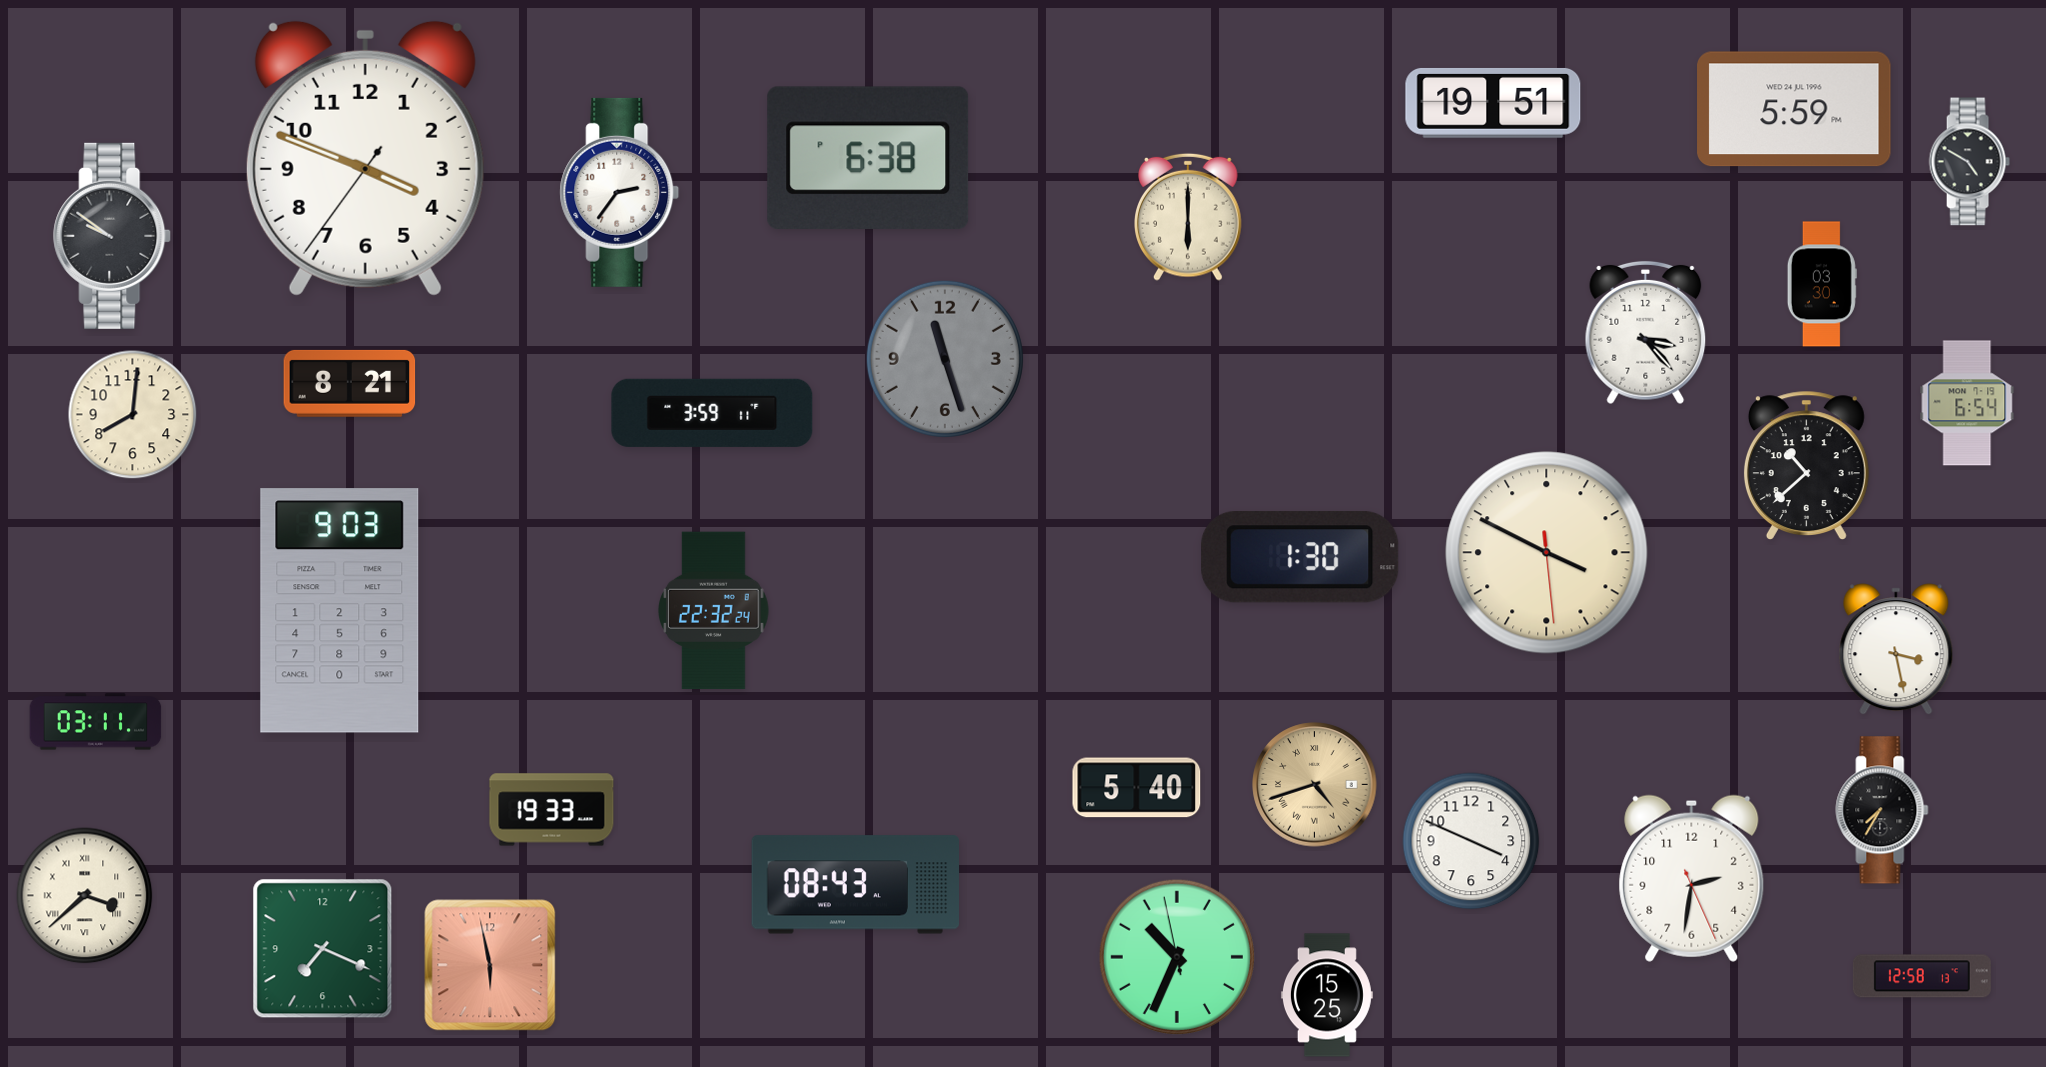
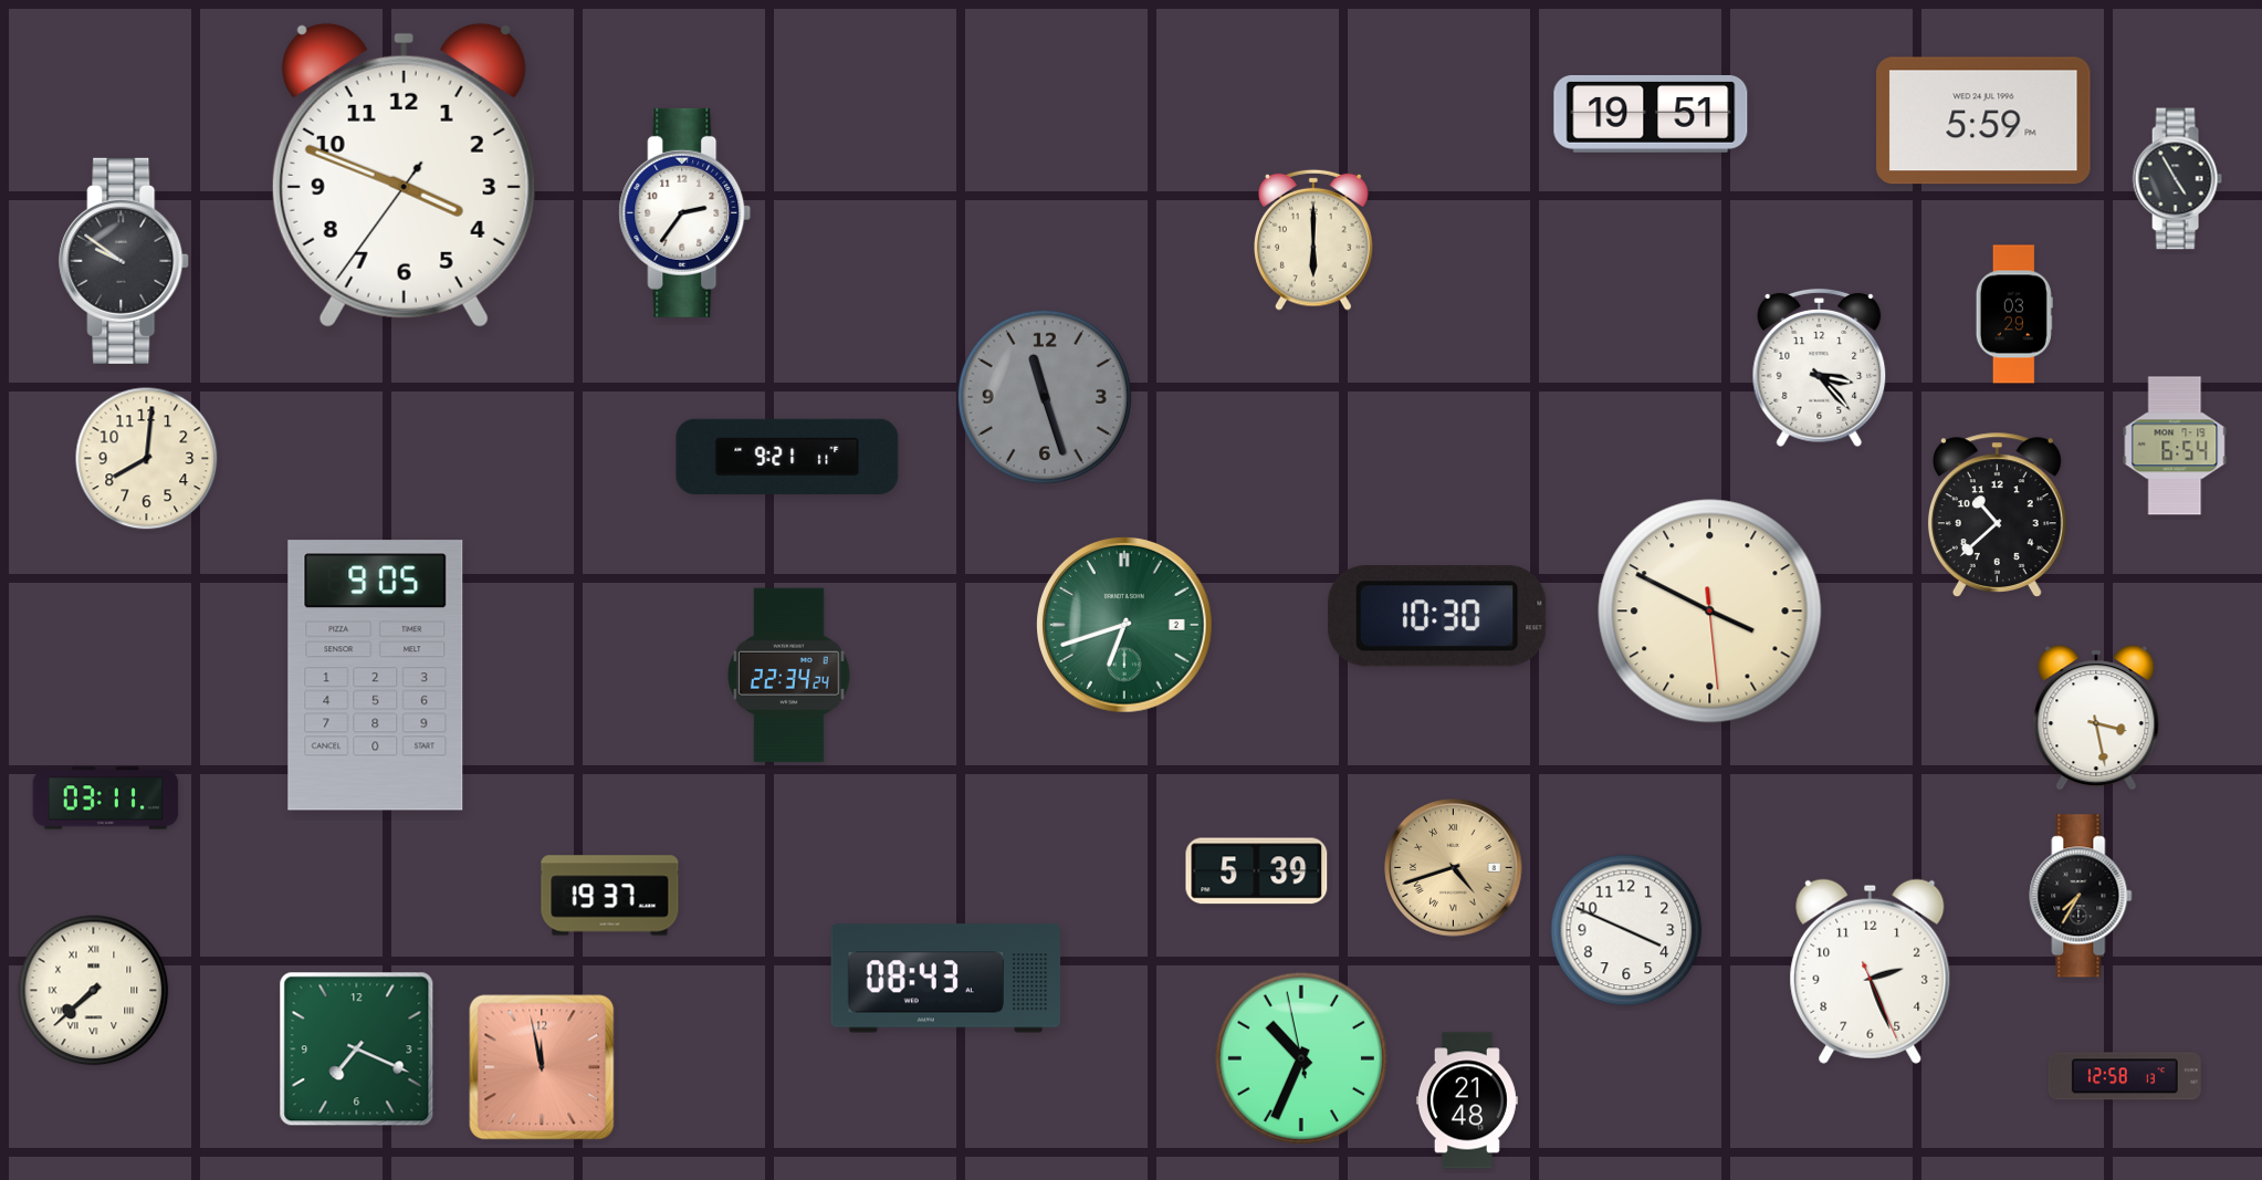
clock at (868, 158): 6:38 -> none
clock at (1969, 162): 4:50 -> 4:55
clock at (1822, 284): 03:30 -> 03:29
clock at (350, 383): 8:21 -> none
clock at (712, 413): 3:59 -> 9:21
clock at (1300, 557): 1:30 -> 10:30
clock at (1124, 625): none -> 6:42
clock at (340, 611): 9:03 -> 9:05
clock at (714, 611): 22:32 -> 22:34
clock at (1137, 788): 5:40 -> 5:39
clock at (552, 810): 19:33 -> 19:37
clock at (1692, 878): 2:31 -> 2:26
clock at (85, 896): 3:38 -> 7:38
clock at (490, 965): 5:58 -> 11:58
clock at (1922, 976) position: (1922, 976) -> (2125, 1076)
clock at (1327, 995): 15:25 -> 21:48
